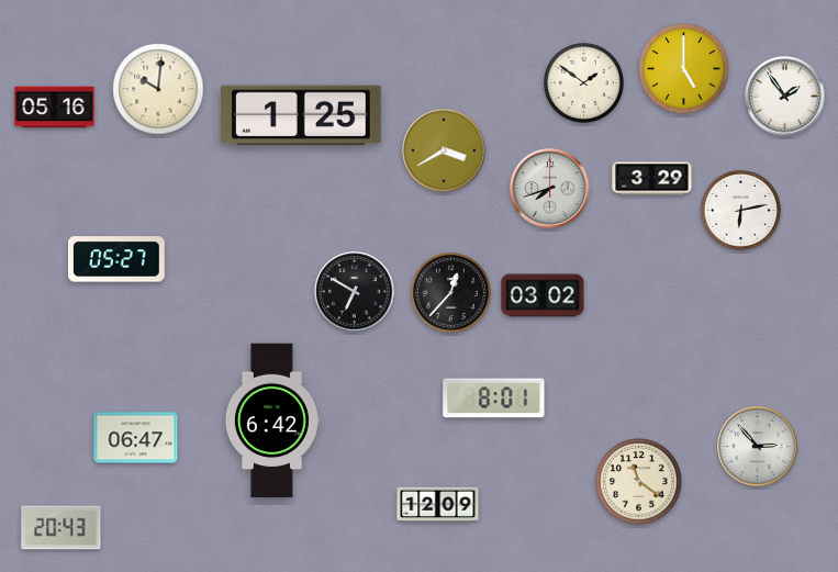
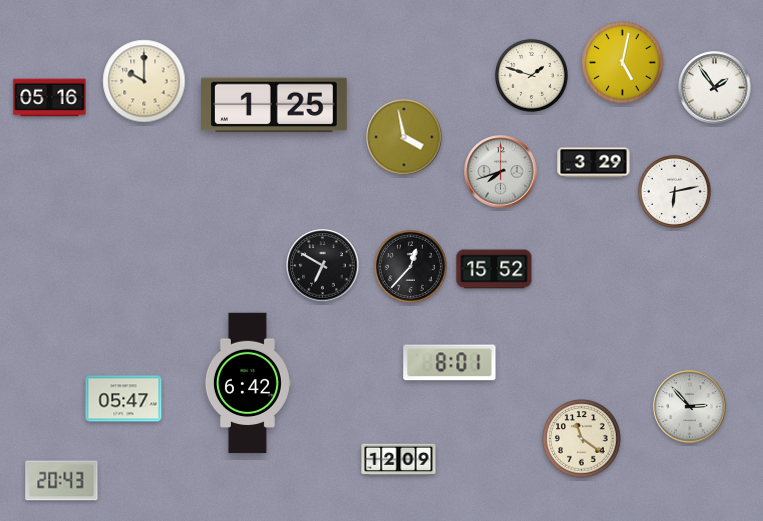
clock at (684, 69): 5:00 -> 5:02
clock at (583, 82): 1:51 -> 1:48
clock at (158, 89): 10:01 -> 10:00
clock at (444, 150): 3:40 -> 3:58
clock at (116, 259): 05:27 -> none
clock at (543, 295): 03:02 -> 15:52
clock at (136, 438): 06:47 -> 05:47
clock at (62, 528) position: (62, 528) -> (62, 481)
